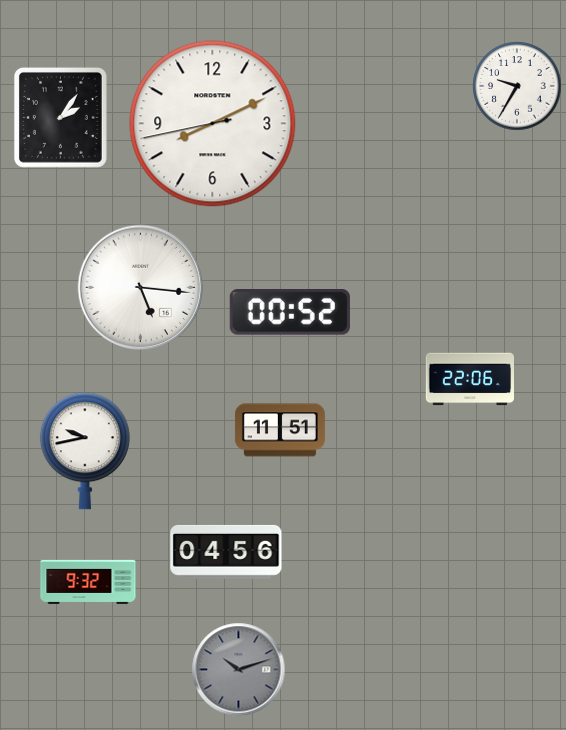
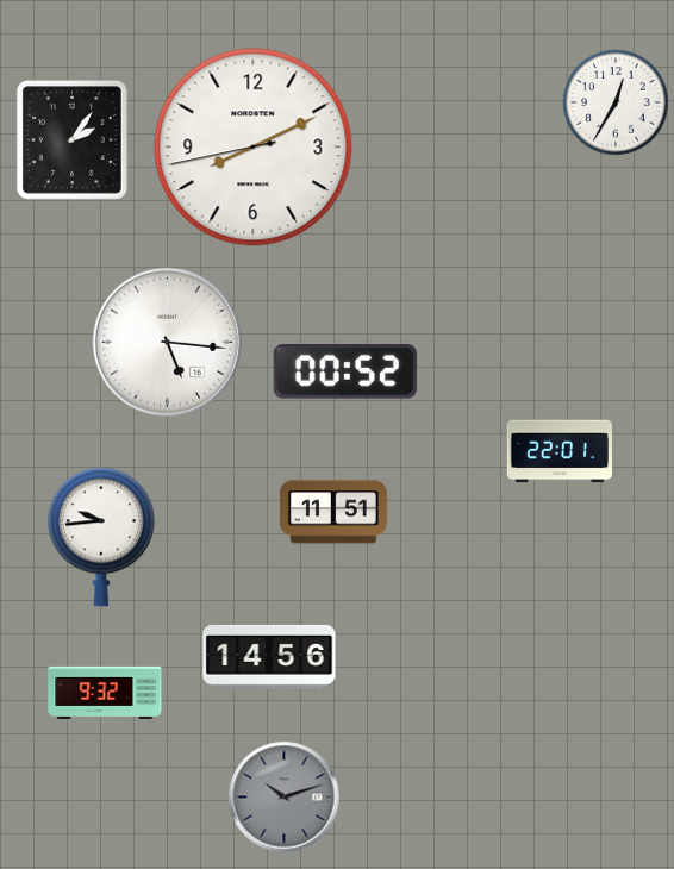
clock at (517, 86): 9:35 -> 12:35
clock at (469, 379): 22:06 -> 22:01
clock at (85, 451): 9:43 -> 9:44
clock at (226, 552): 04:56 -> 14:56
